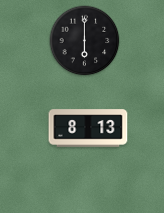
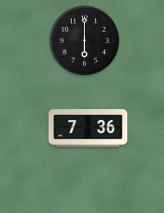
clock at (88, 128): 8:13 -> 7:36
